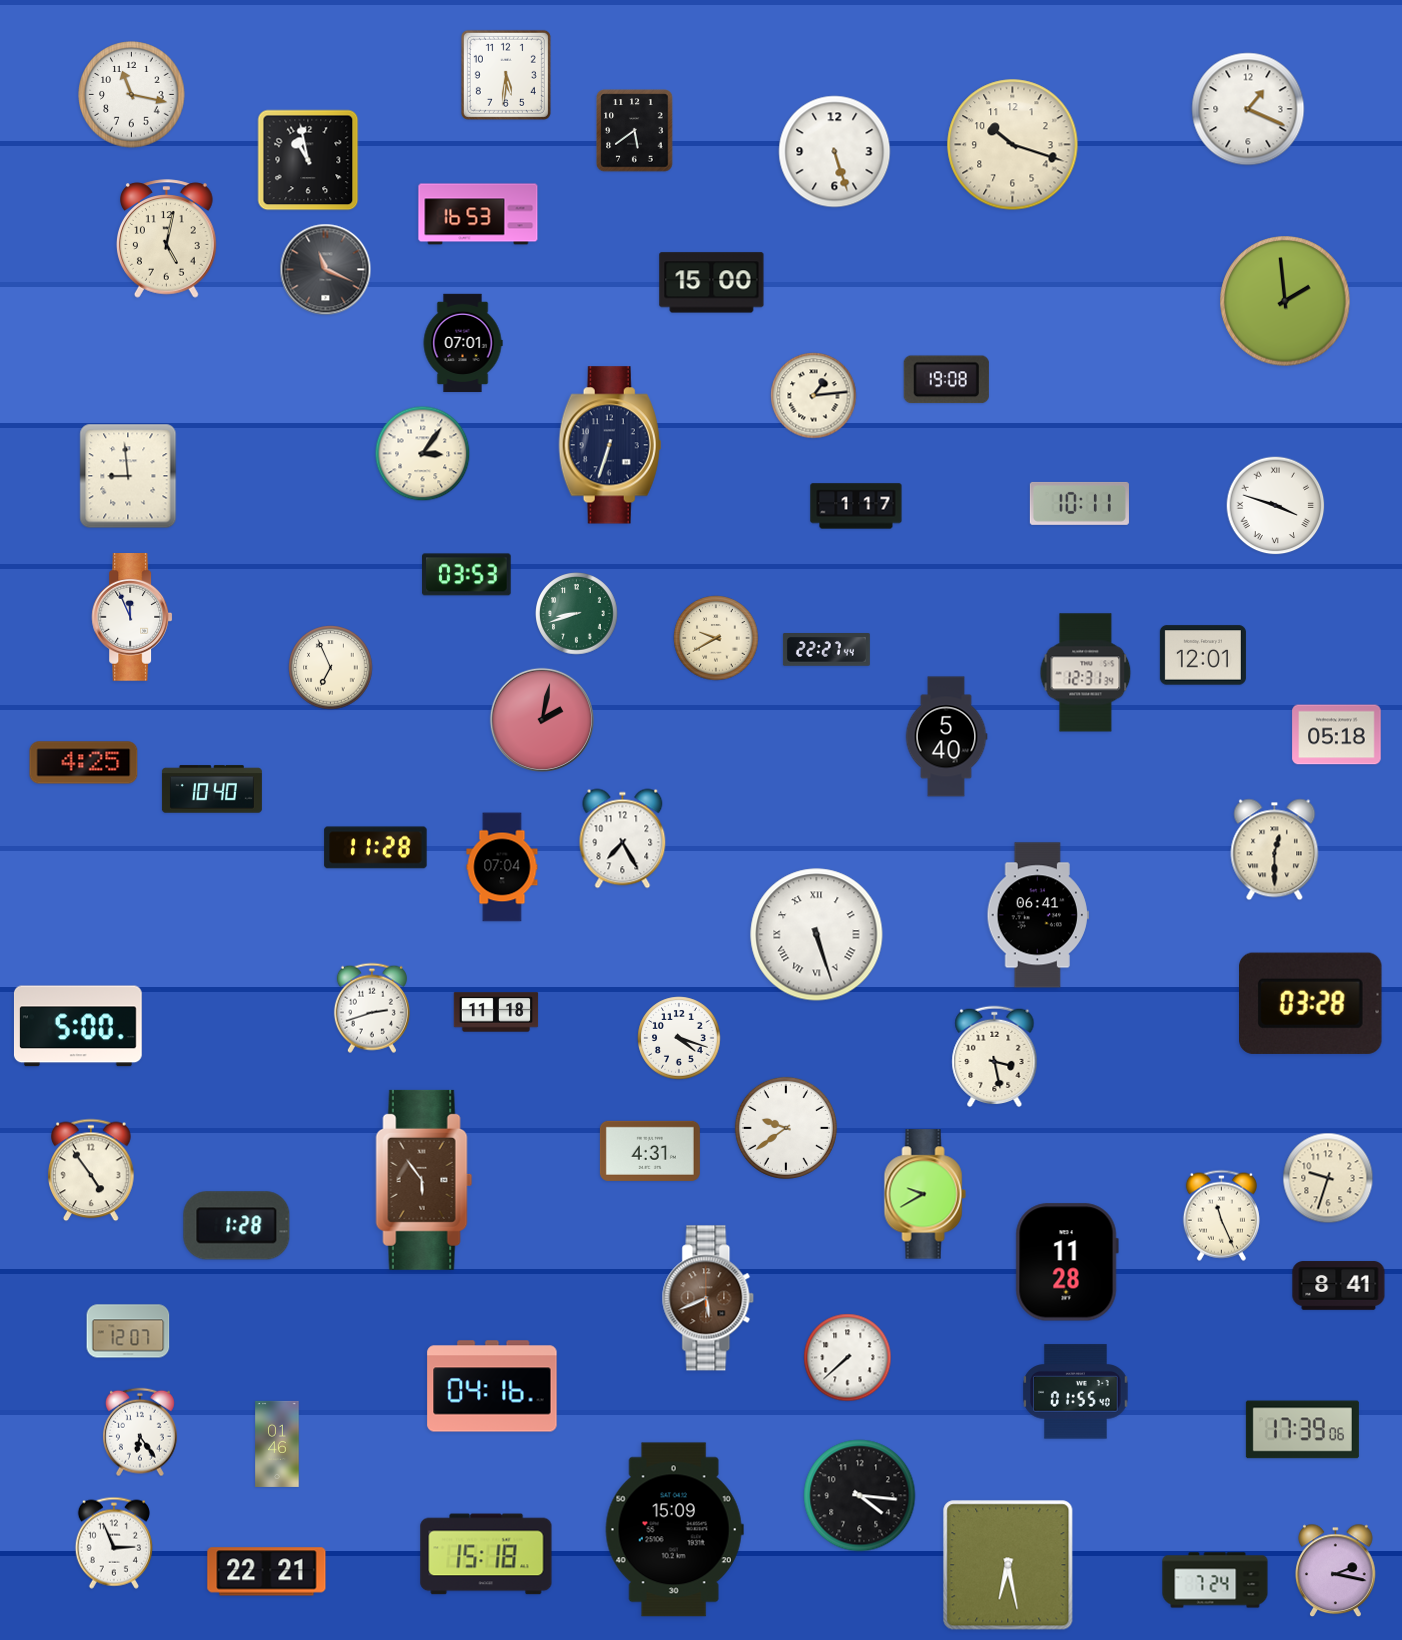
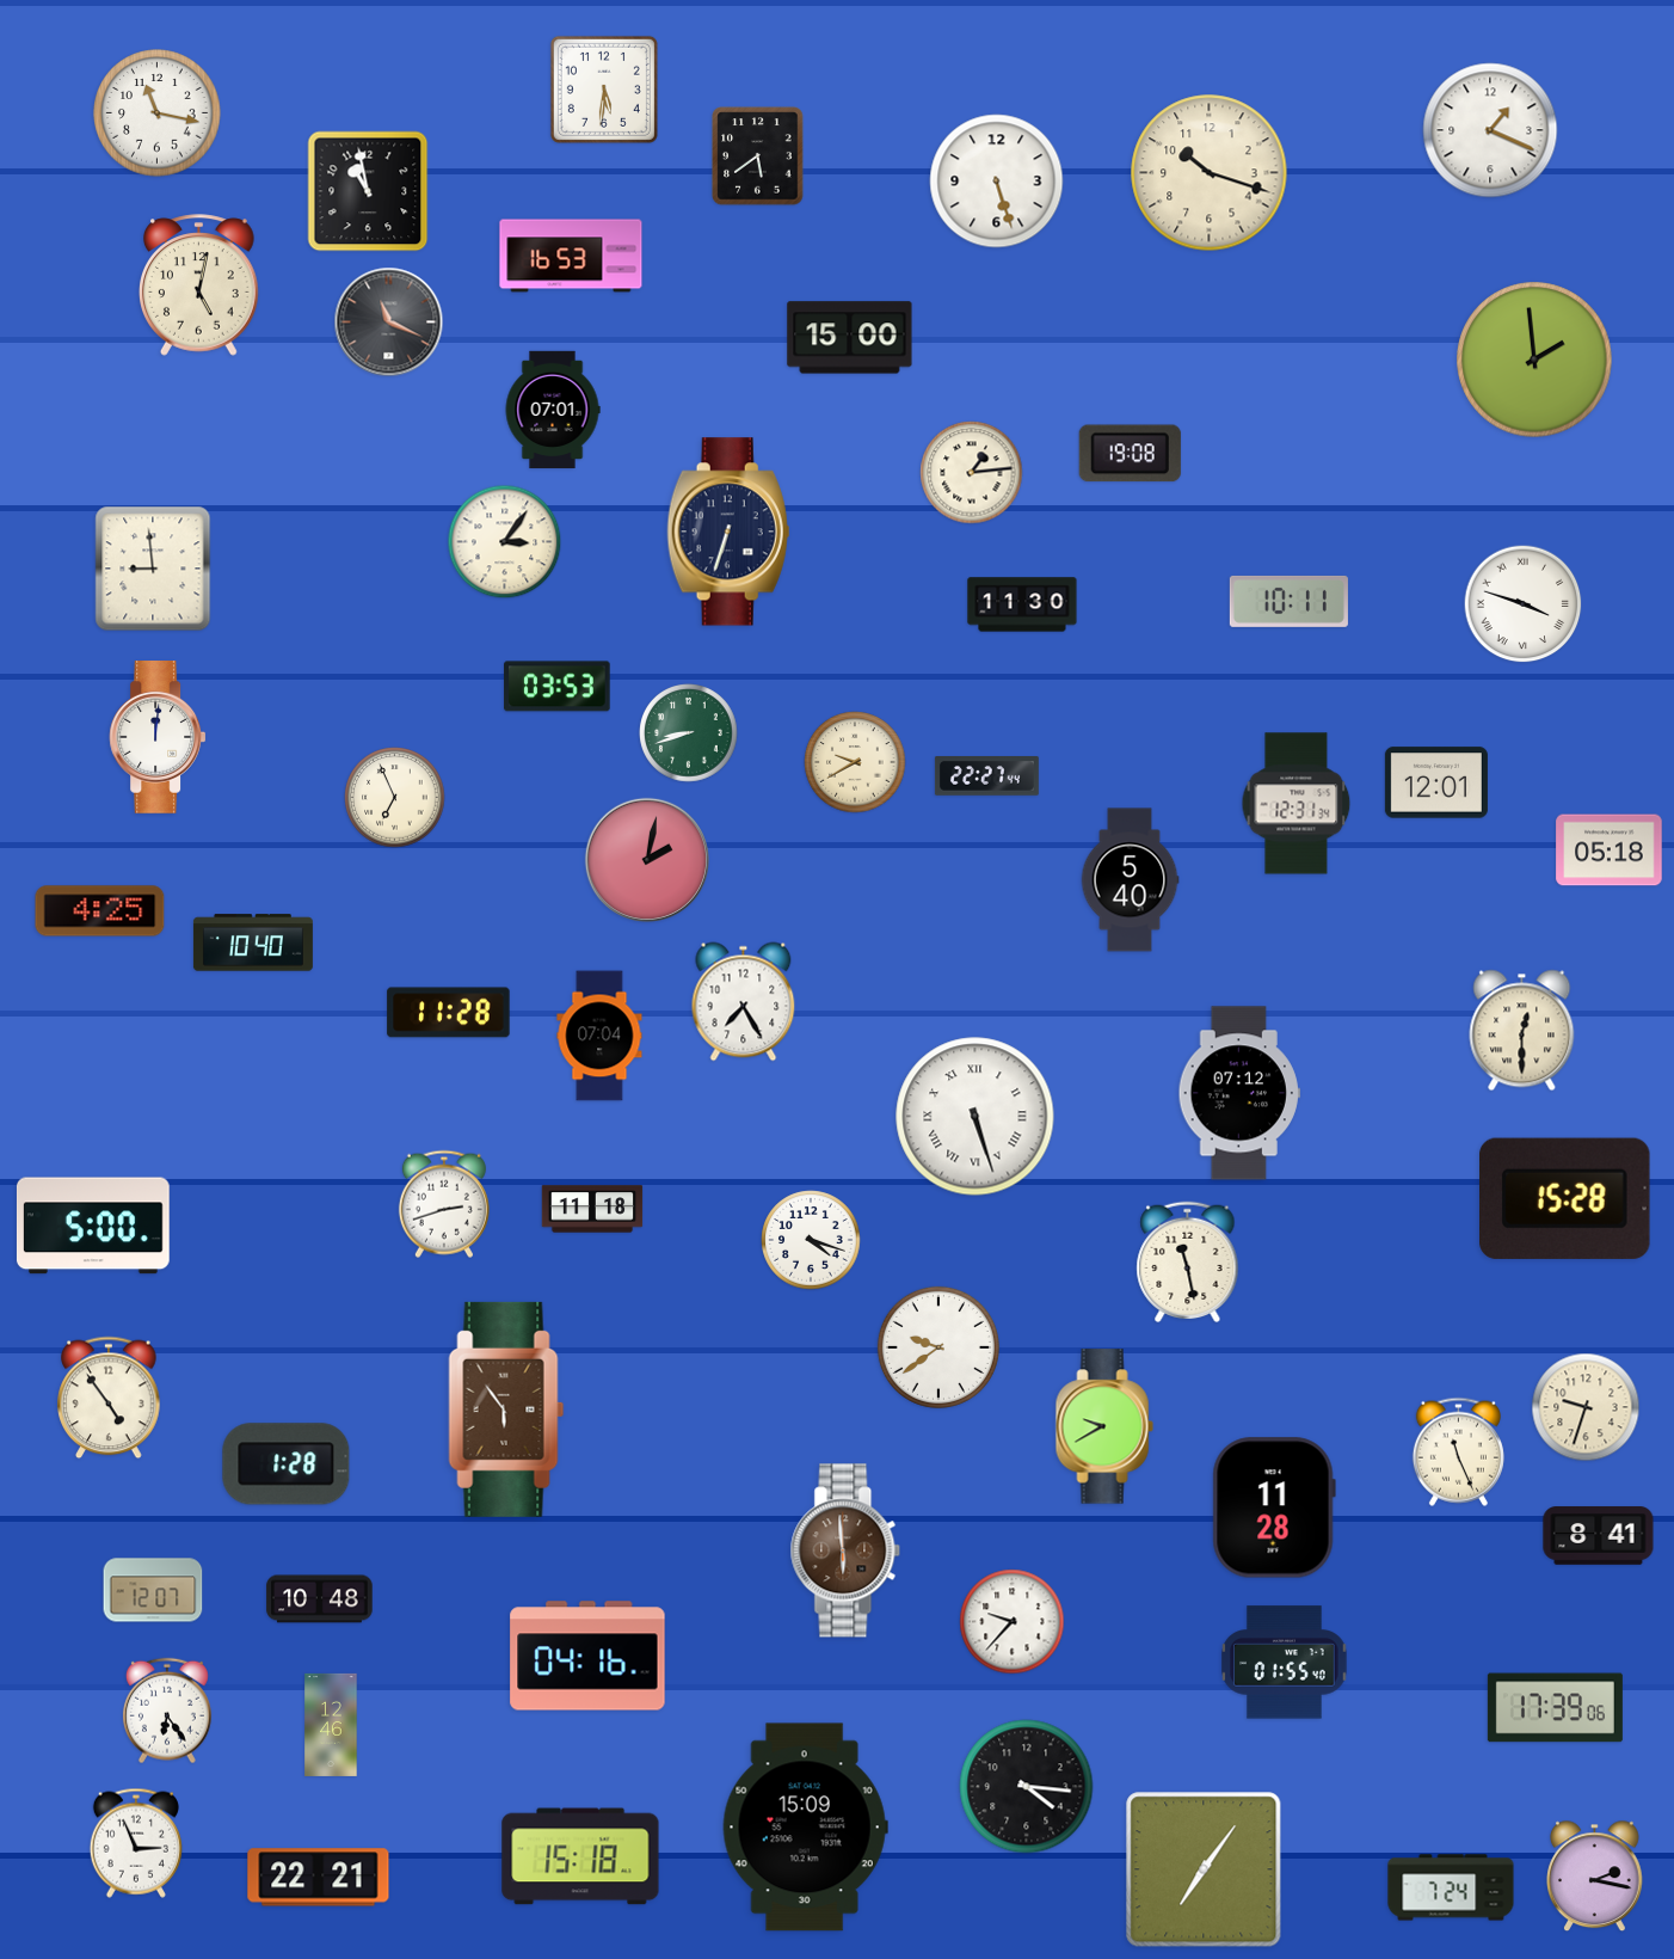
clock at (856, 506): 1:17 -> 11:30
clock at (132, 618): 11:56 -> 12:01
clock at (1337, 735) position: (1337, 735) -> (1610, 850)
clock at (1275, 850) position: (1275, 850) -> (1522, 1031)
clock at (1038, 915): 06:41 -> 07:12
clock at (1311, 1003): 03:28 -> 15:28
clock at (995, 1057): 3:28 -> 11:28
clock at (650, 1151): 4:31 -> none
clock at (237, 1226) position: (237, 1226) -> (287, 1464)
clock at (708, 1298): 5:41 -> 5:59
clock at (320, 1599): none -> 10:48
clock at (848, 1358): 7:38 -> 9:37
clock at (277, 1444): 01:46 -> 12:46
clock at (1008, 1565): 6:28 -> 7:06
